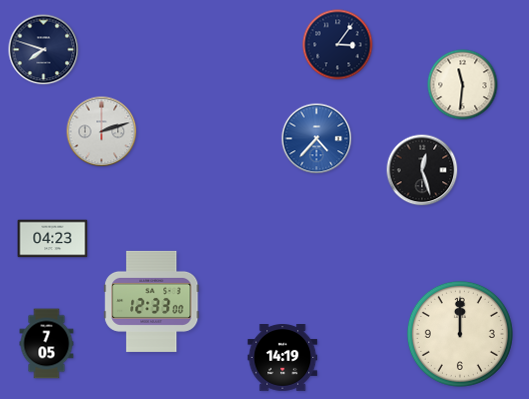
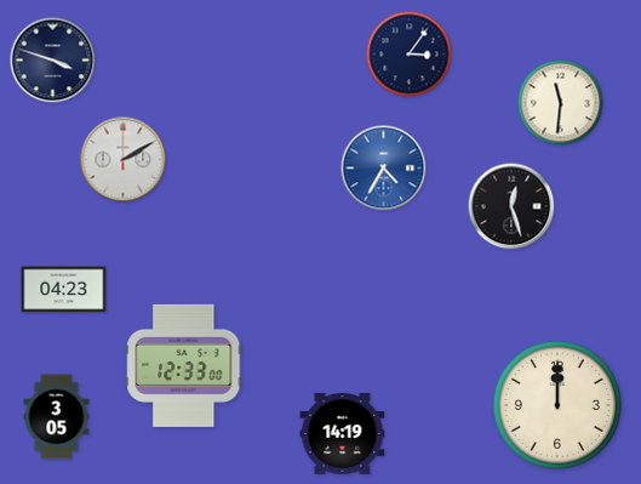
clock at (44, 50): 7:48 -> 3:48
clock at (102, 132): 2:12 -> 2:10
clock at (317, 139): 4:37 -> 4:35
clock at (47, 344): 7:05 -> 3:05
